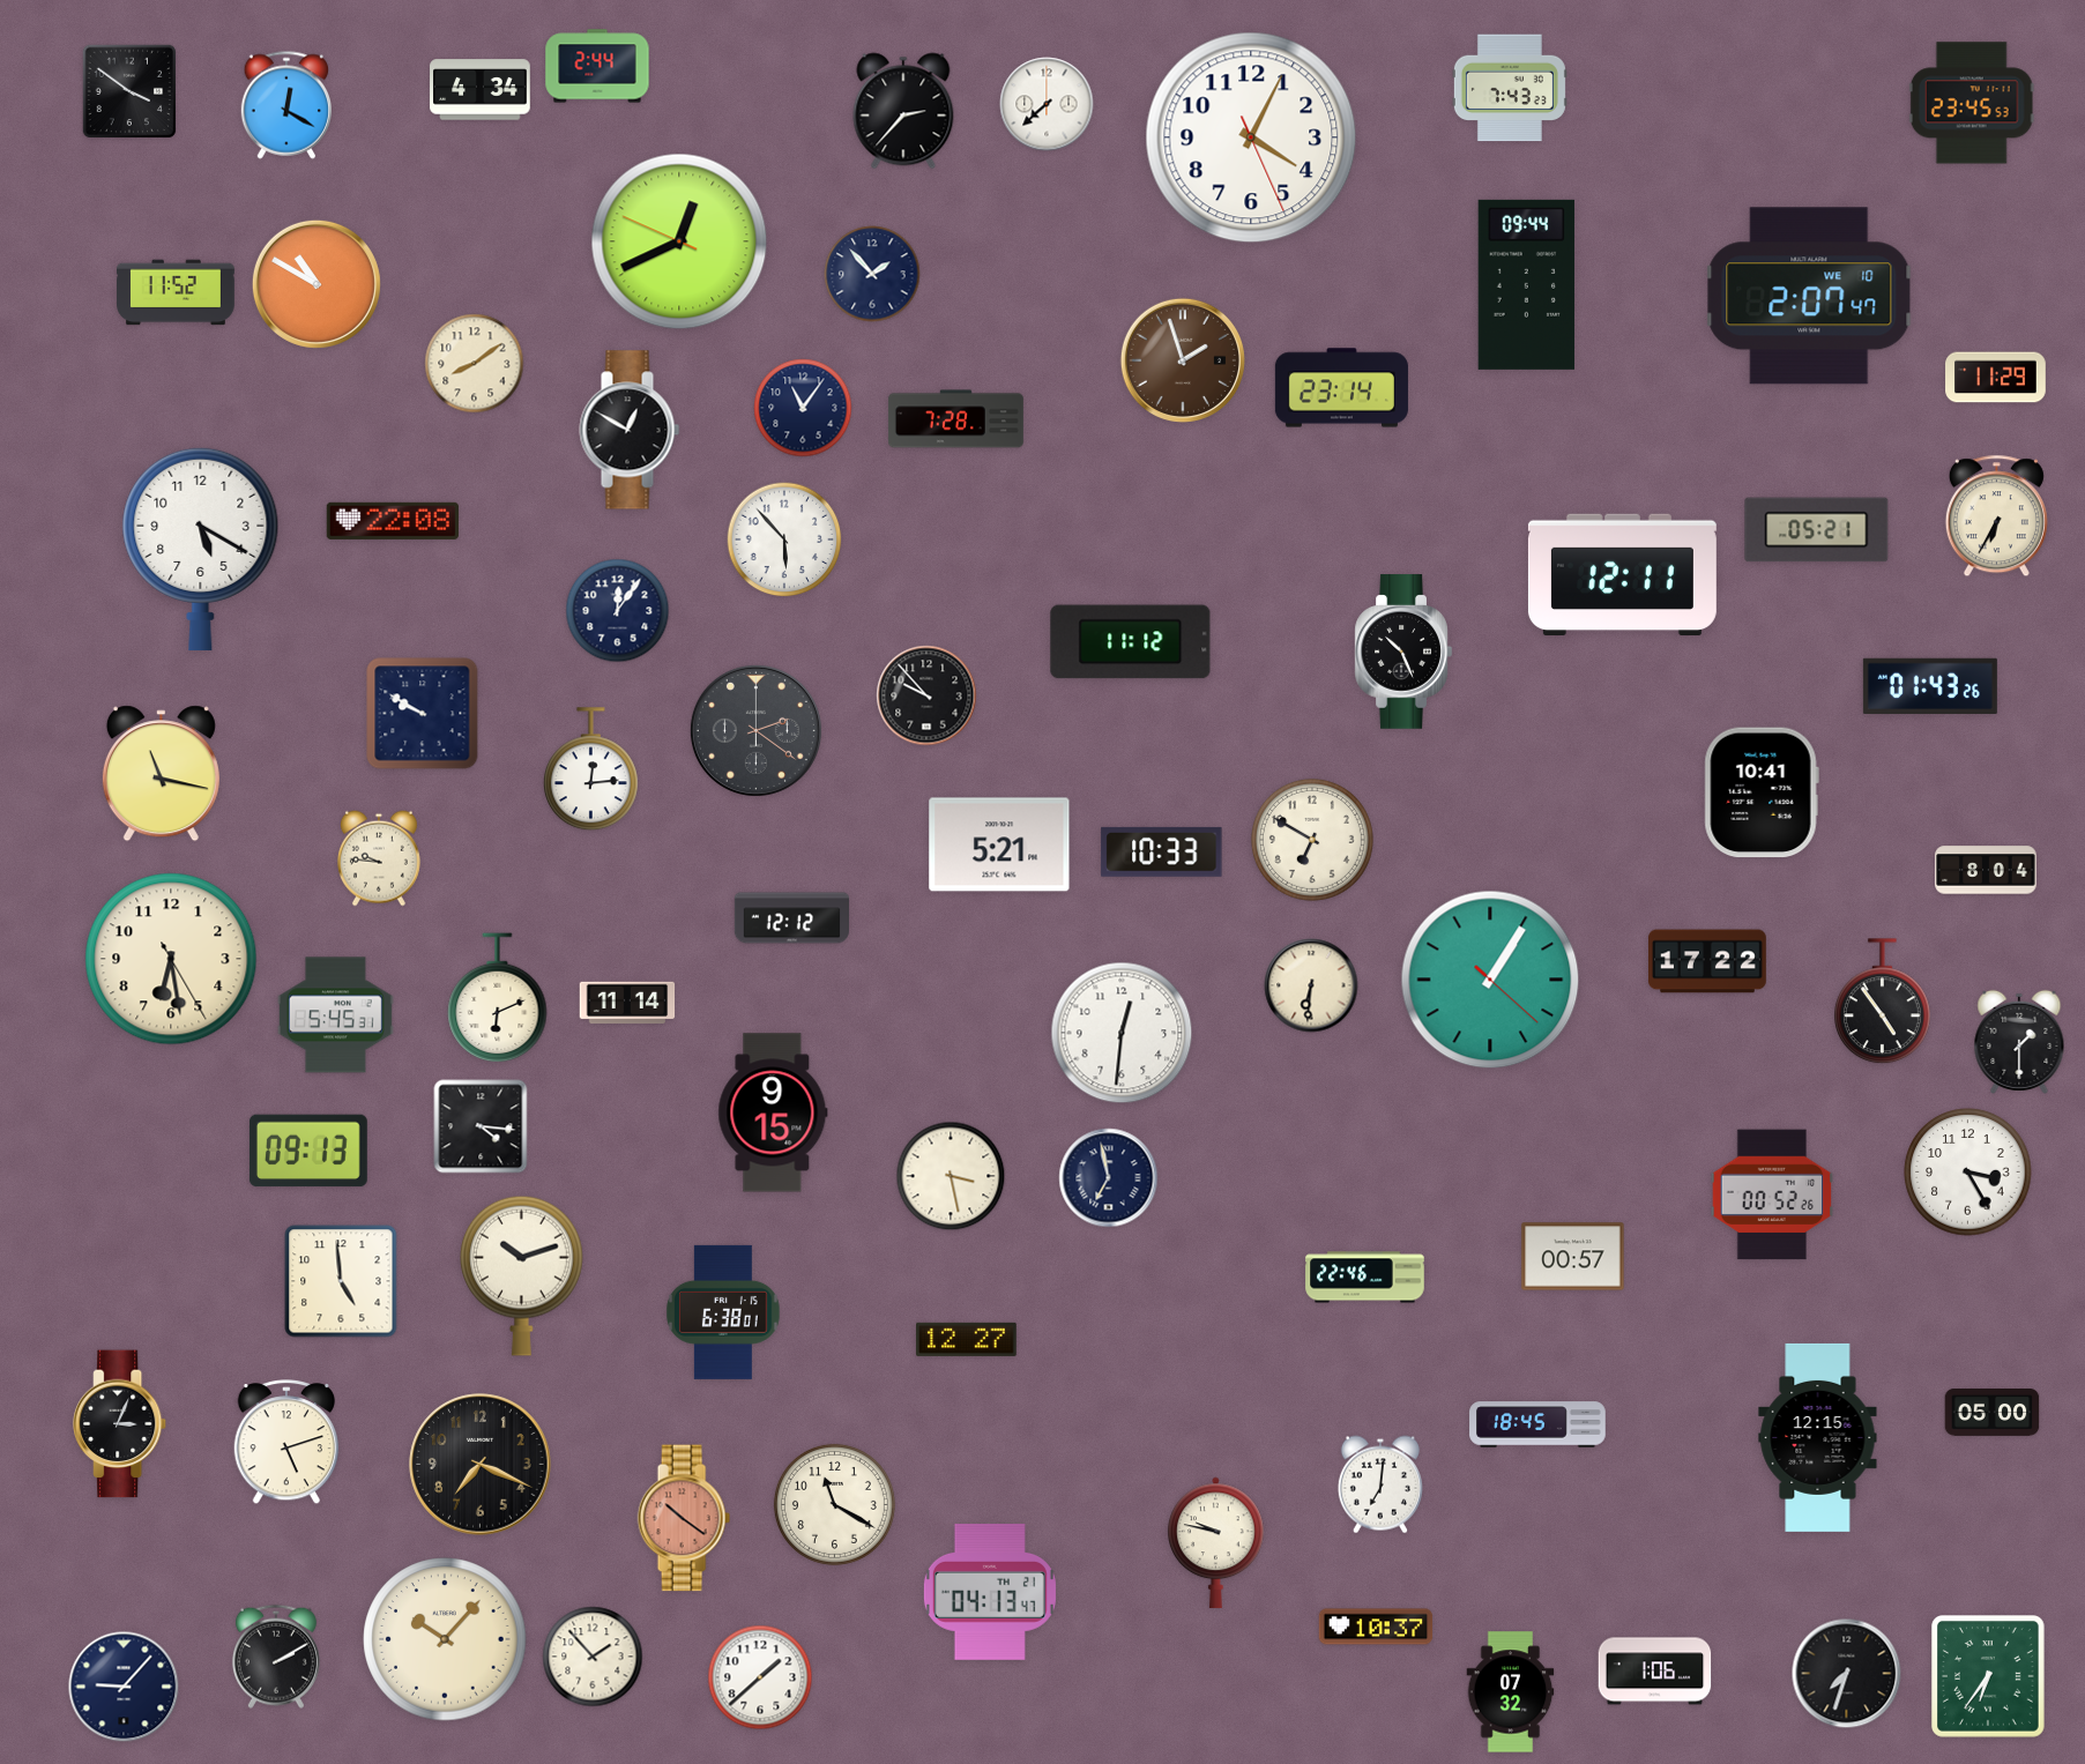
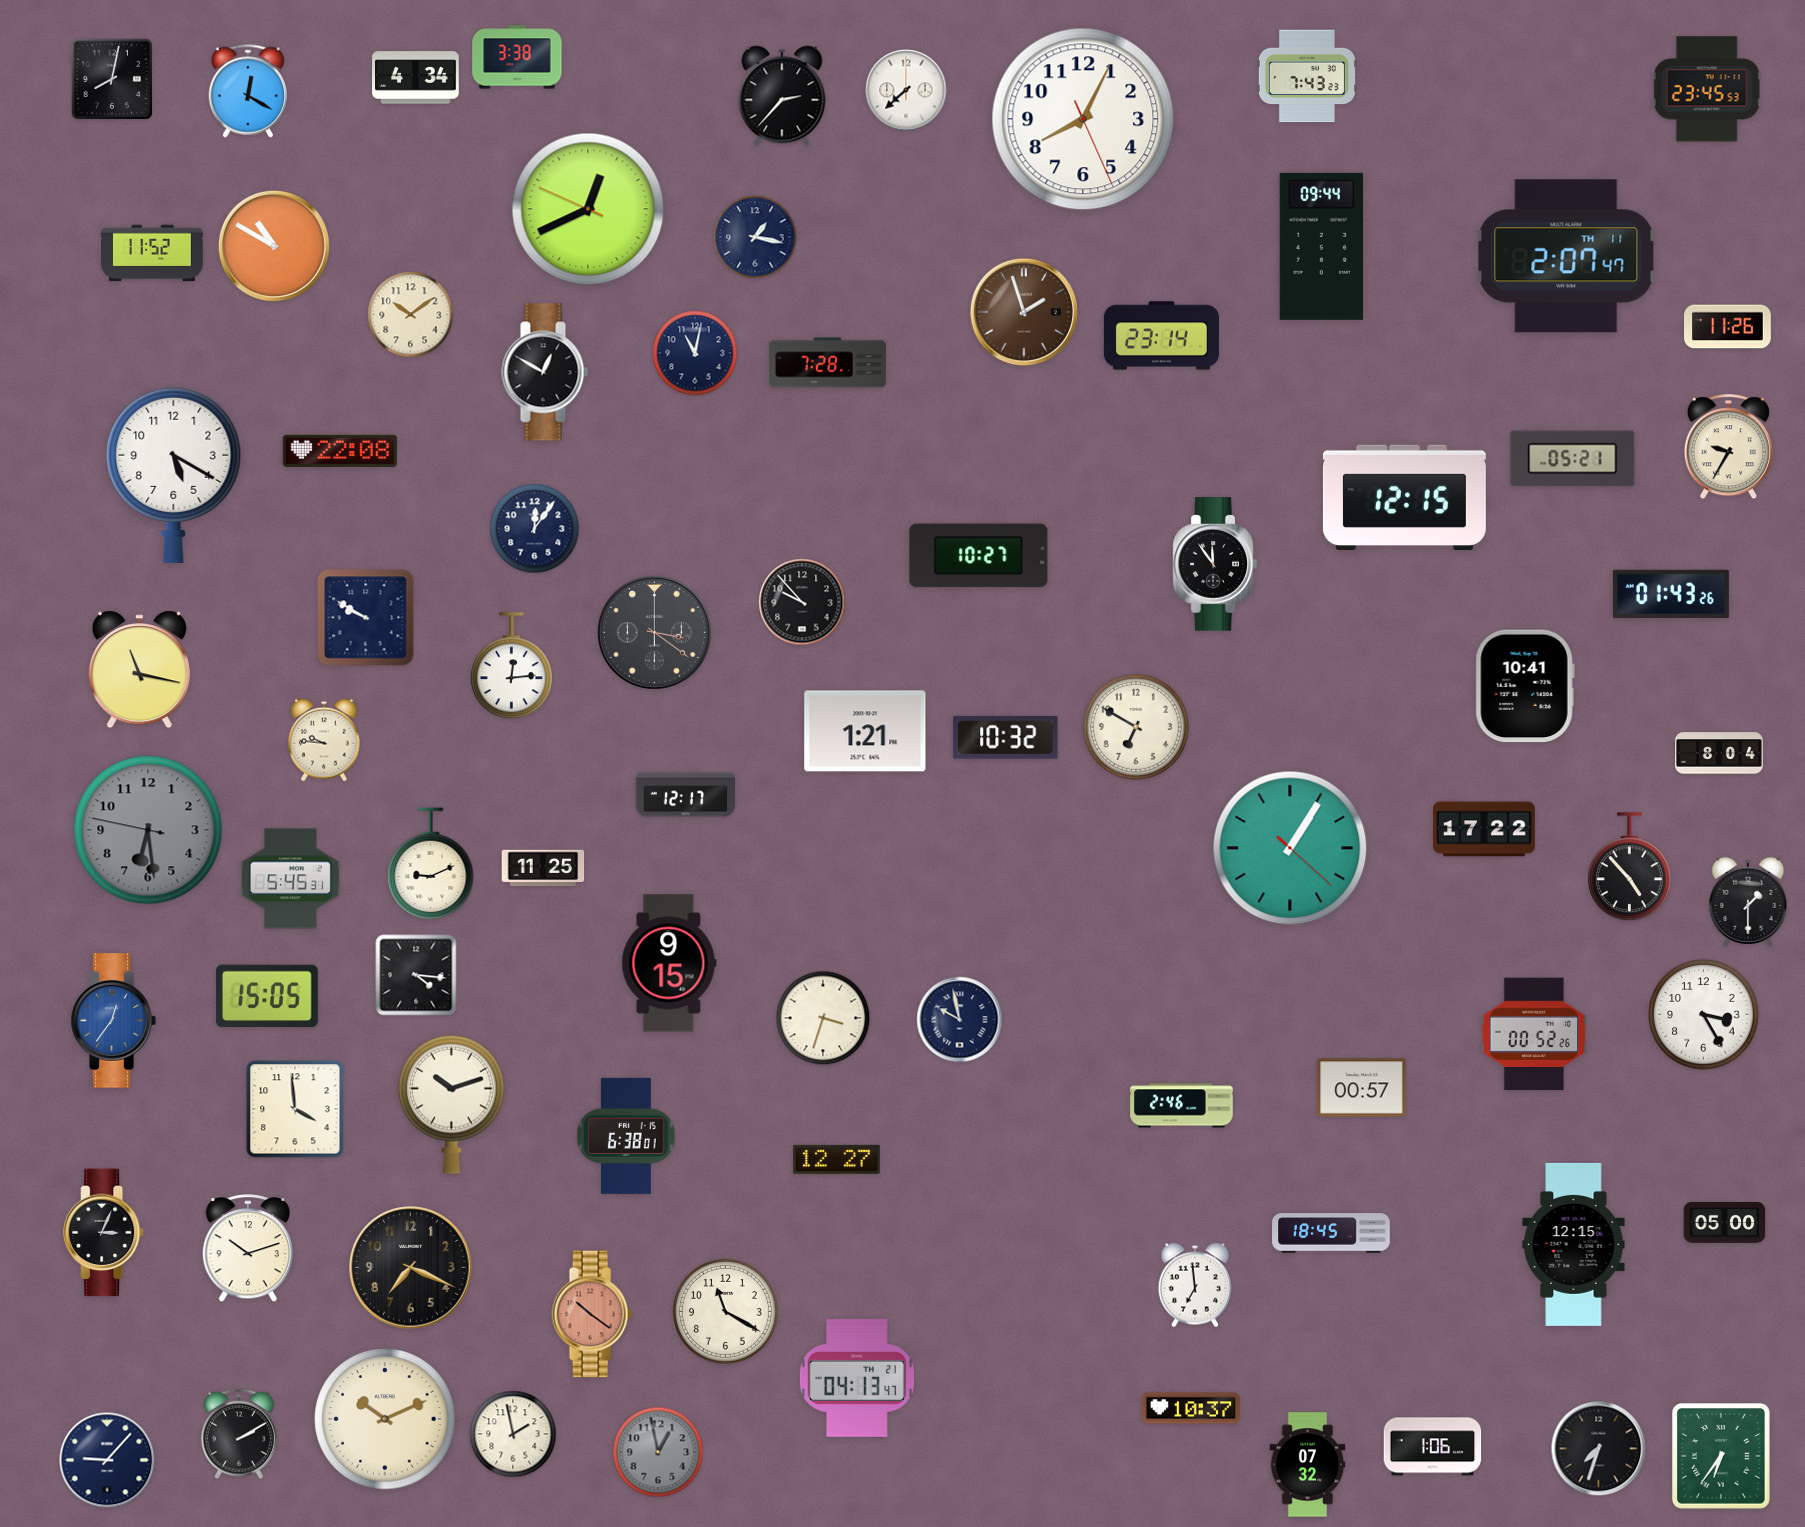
clock at (597, 66): 2:44 -> 3:38
clock at (128, 90): 3:51 -> 8:02
clock at (1251, 137): 4:04 -> 8:04
clock at (872, 274): 1:53 -> 1:17
clock at (1809, 296) date: WE 10 -> TH 11
clock at (475, 364): 8:09 -> 10:09
clock at (1996, 378): 11:29 -> 11:26
clock at (803, 408): 11:06 -> 11:02
clock at (1996, 516): 6:35 -> 9:35
clock at (784, 539): 5:53 -> none
clock at (1622, 574): 12:11 -> 12:15
clock at (1131, 642): 11:12 -> 10:27
clock at (1403, 652): 10:26 -> 11:54
clock at (755, 730): 2:21 -> 3:21
clock at (999, 844): 5:21 -> 1:21
clock at (1162, 851): 10:33 -> 10:32
clock at (379, 858) position: (379, 858) -> (324, 740)
clock at (791, 918): 12:12 -> 12:17
clock at (171, 959): 6:28:25 -> 6:28:47
clock at (171, 959) dial: cream -> grey
clock at (1708, 961) position: (1708, 961) -> (1485, 829)
clock at (1311, 985): 6:31 -> none
clock at (498, 998): 6:11 -> 9:11
clock at (1883, 1002): 4:54 -> 4:53
clock at (627, 1003): 11:14 -> 11:25
clock at (1122, 1033): 12:31 -> none
clock at (308, 1151): 09:13 -> 15:05
clock at (951, 1176): 3:28 -> 3:33
clock at (1109, 1178): 6:58 -> 9:58
clock at (113, 1021): none -> 12:36
clock at (1365, 1278): 22:46 -> 2:46
clock at (341, 1281): 4:59 -> 3:59
clock at (285, 1443): 5:12 -> 10:12
clock at (481, 1465) position: (481, 1465) -> (411, 1268)
clock at (1380, 1484): 7:01 -> 6:59
clock at (834, 1504) position: (834, 1504) -> (725, 1311)
clock at (1216, 1543): 9:47 -> none
clock at (445, 1639): 10:07 -> 10:11
clock at (593, 1657): 1:53 -> 1:58
clock at (760, 1677): 1:38 -> 12:58
clock at (760, 1677) dial: white -> grey
clock at (1989, 1677) position: (1989, 1677) -> (1722, 1457)
